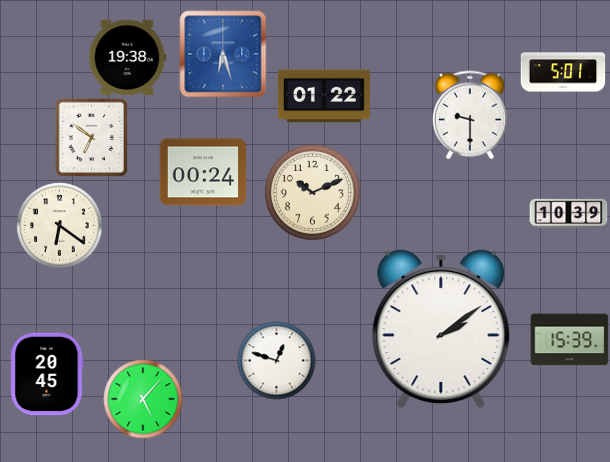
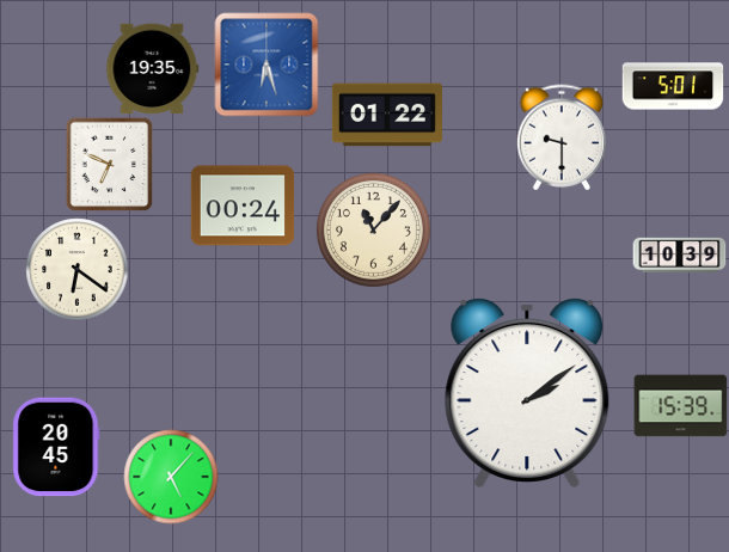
clock at (127, 58): 19:38 -> 19:35
clock at (92, 137): 6:51 -> 6:49
clock at (312, 192): 10:11 -> 11:07
clock at (59, 225) position: (59, 225) -> (76, 269)
clock at (276, 360): 12:48 -> none
